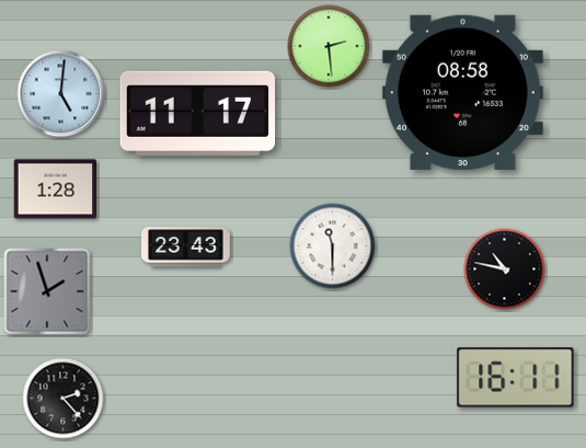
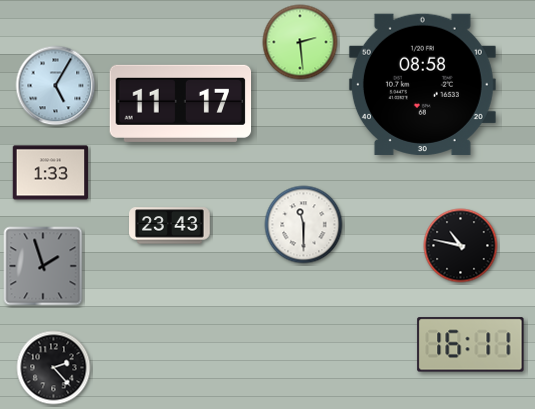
clock at (61, 94): 5:01 -> 5:05
clock at (56, 189): 1:28 -> 1:33
clock at (64, 399) position: (64, 399) -> (54, 368)
